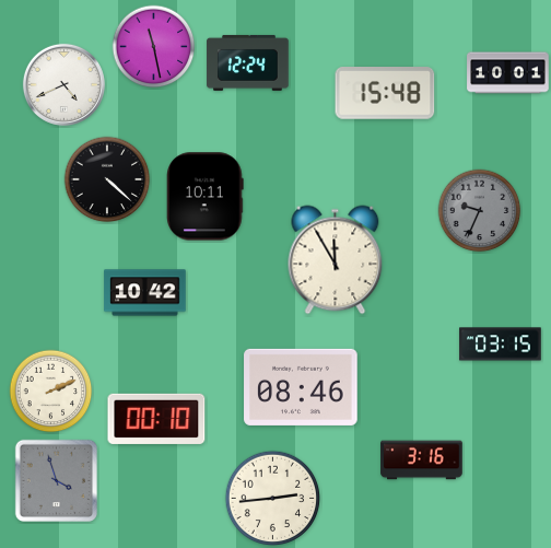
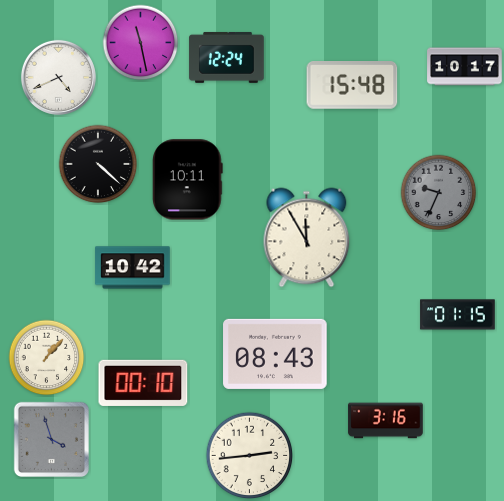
clock at (508, 73): 10:01 -> 10:17
clock at (501, 345): 03:15 -> 01:15
clock at (301, 387): 08:46 -> 08:43
clock at (51, 392): 2:11 -> 1:07
